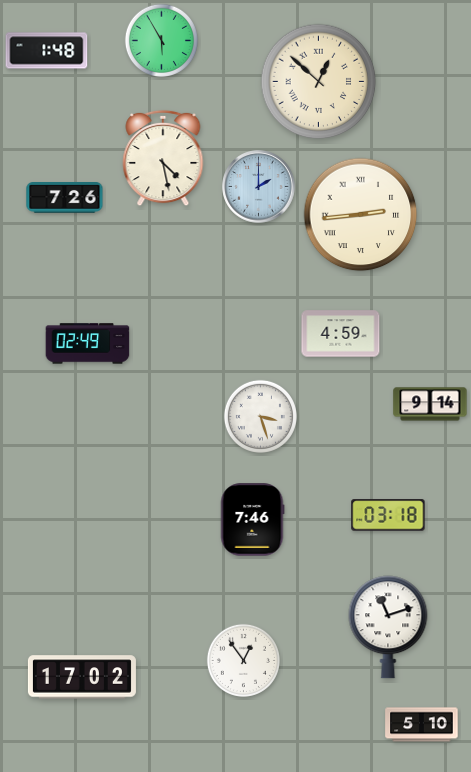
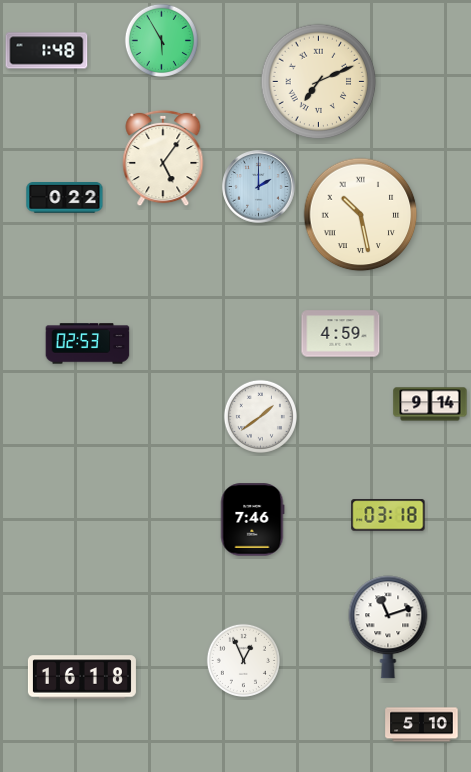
clock at (319, 82): 12:52 -> 7:11
clock at (163, 158): 4:28 -> 5:06
clock at (65, 198): 7:26 -> 0:22
clock at (361, 215): 2:44 -> 10:28
clock at (88, 344): 02:49 -> 02:53
clock at (260, 416): 3:27 -> 1:39
clock at (243, 660): 12:54 -> 12:56
clock at (82, 677): 17:02 -> 16:18
